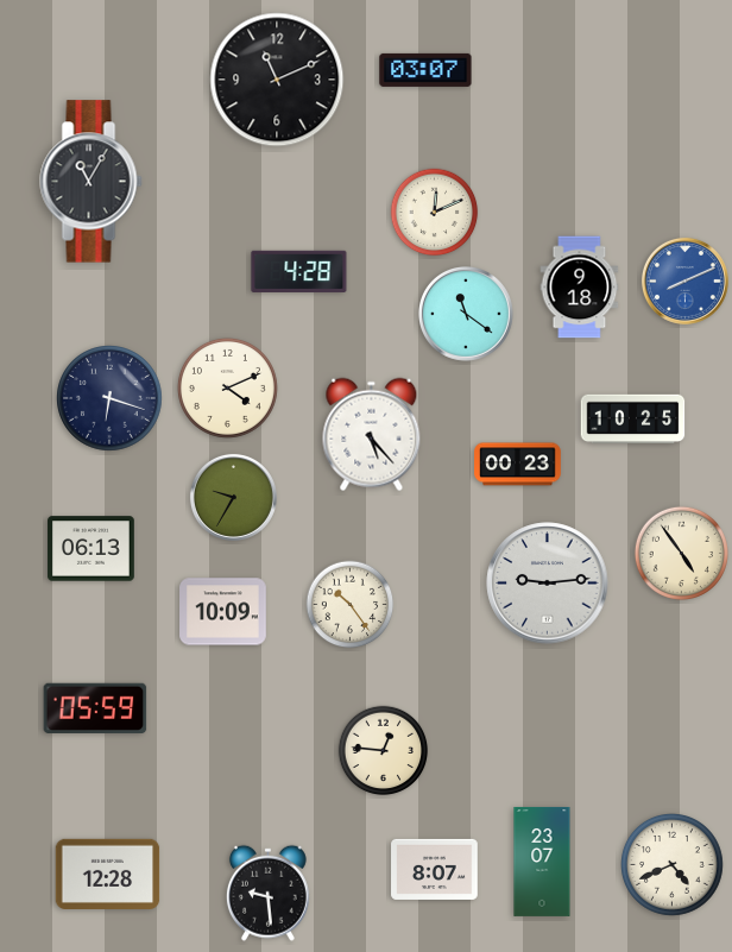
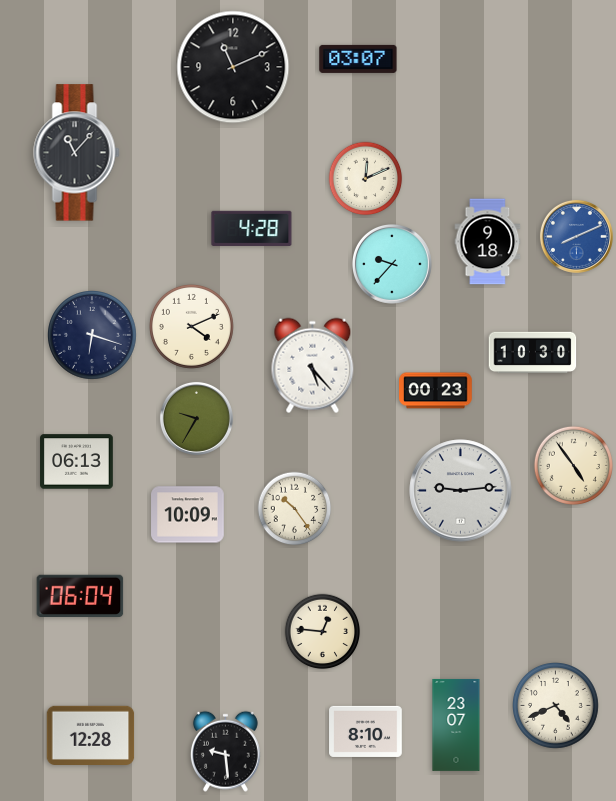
clock at (91, 182): 11:05 -> 11:07
clock at (466, 314): 11:21 -> 9:37
clock at (633, 420): 10:25 -> 10:30
clock at (95, 707): 05:59 -> 06:04
clock at (673, 865) position: (673, 865) -> (556, 706)
clock at (435, 869): 8:07 -> 8:10
